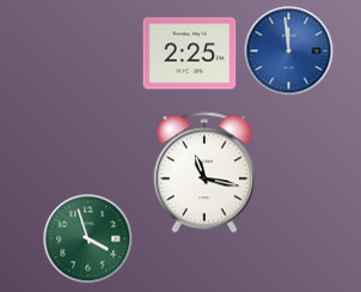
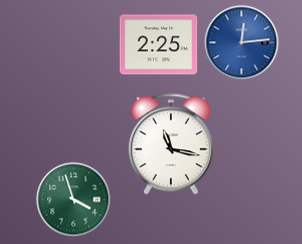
clock at (289, 51): 11:59 -> 12:14
